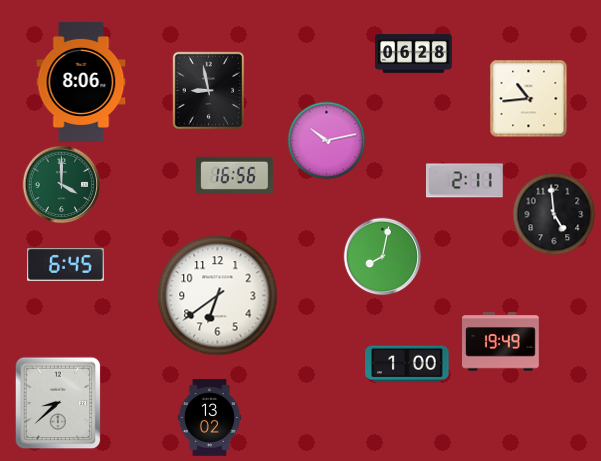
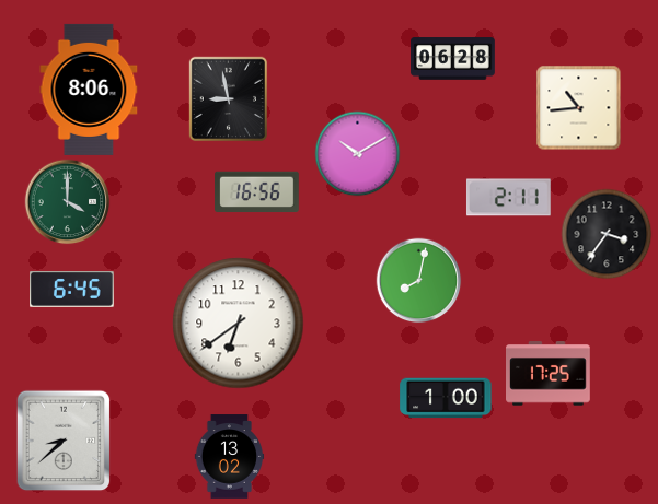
clock at (326, 140): 10:13 -> 10:10
clock at (554, 214): 4:59 -> 3:36
clock at (501, 342): 19:49 -> 17:25
